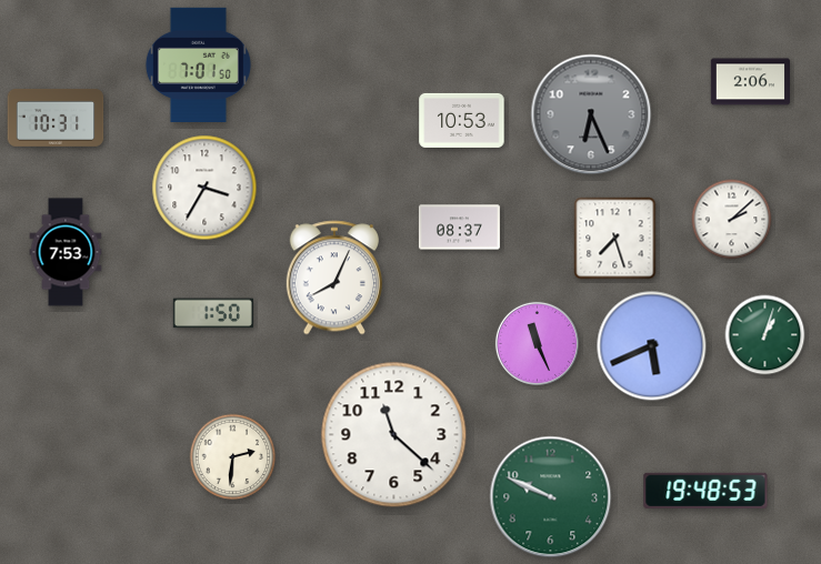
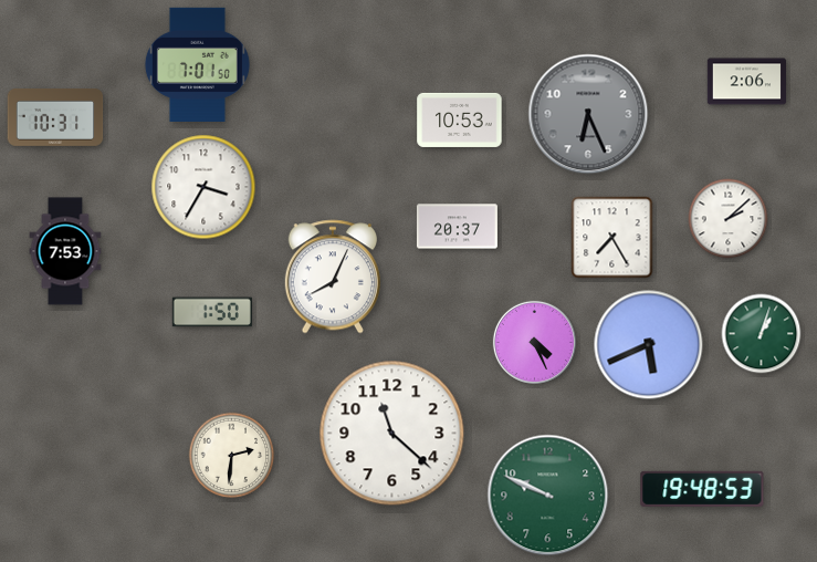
clock at (459, 228): 08:37 -> 20:37
clock at (615, 239): 7:27 -> 7:25
clock at (537, 343): 11:26 -> 4:26
